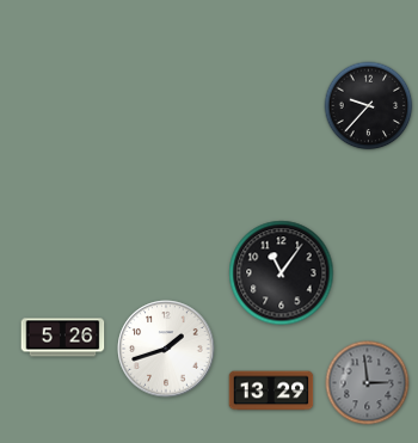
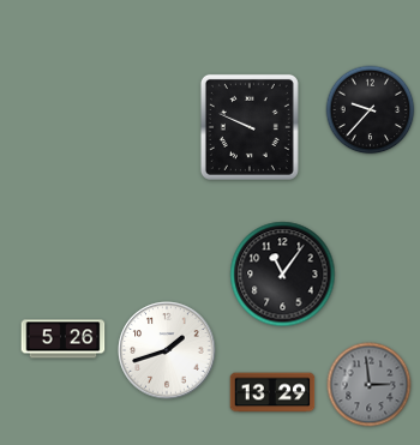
clock at (369, 106) position: (369, 106) -> (371, 110)
clock at (250, 127): none -> 9:49
